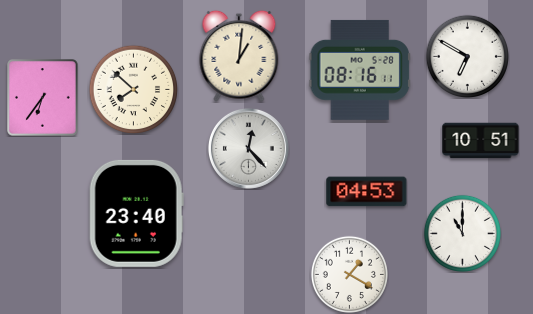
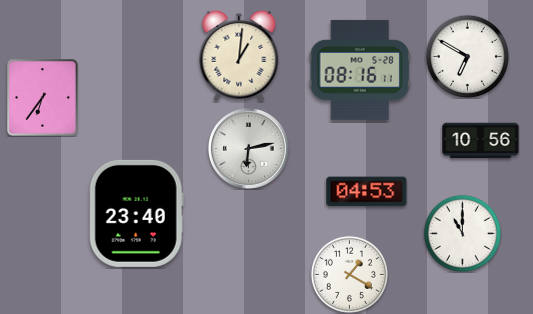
clock at (133, 89): 7:52 -> none
clock at (481, 141): 10:51 -> 10:56
clock at (248, 148): 12:23 -> 6:13
